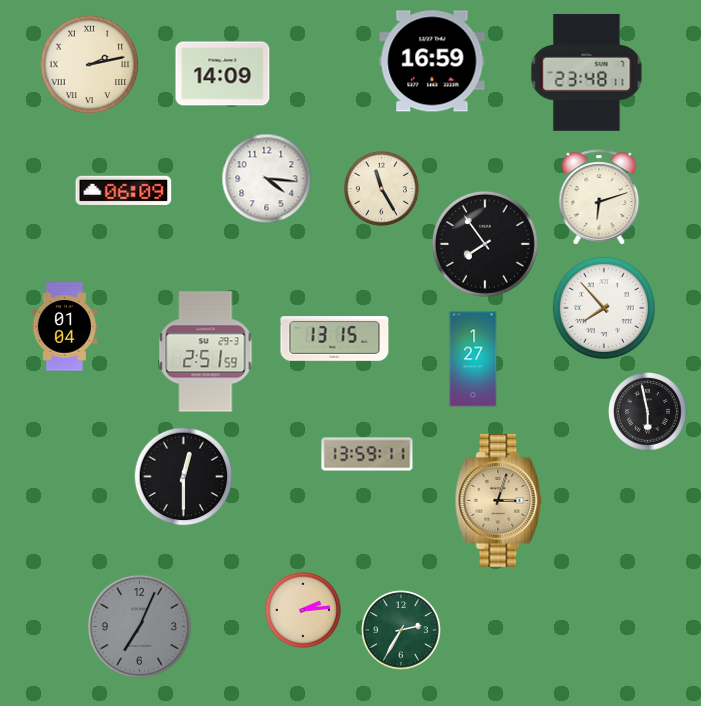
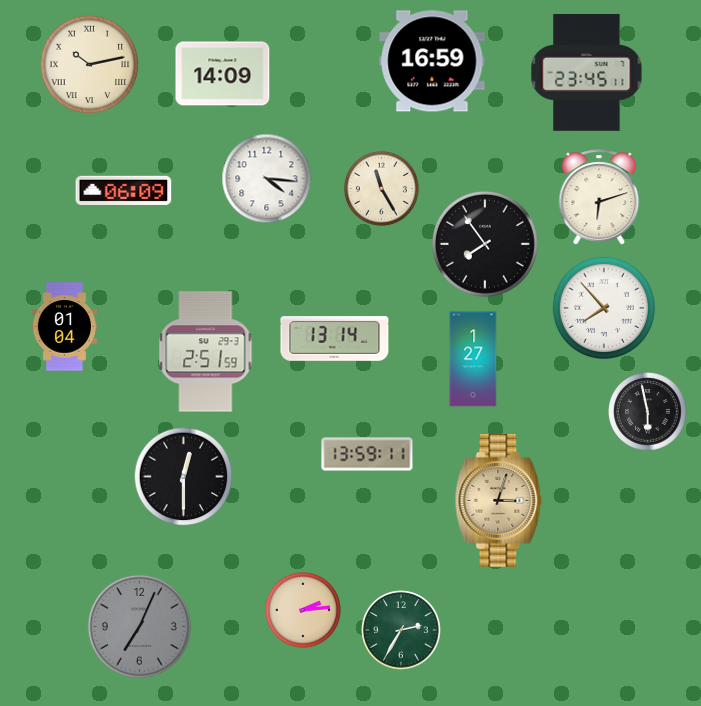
clock at (90, 65): 2:13 -> 10:13
clock at (587, 72): 23:48 -> 23:45
clock at (335, 339): 13:15 -> 13:14
